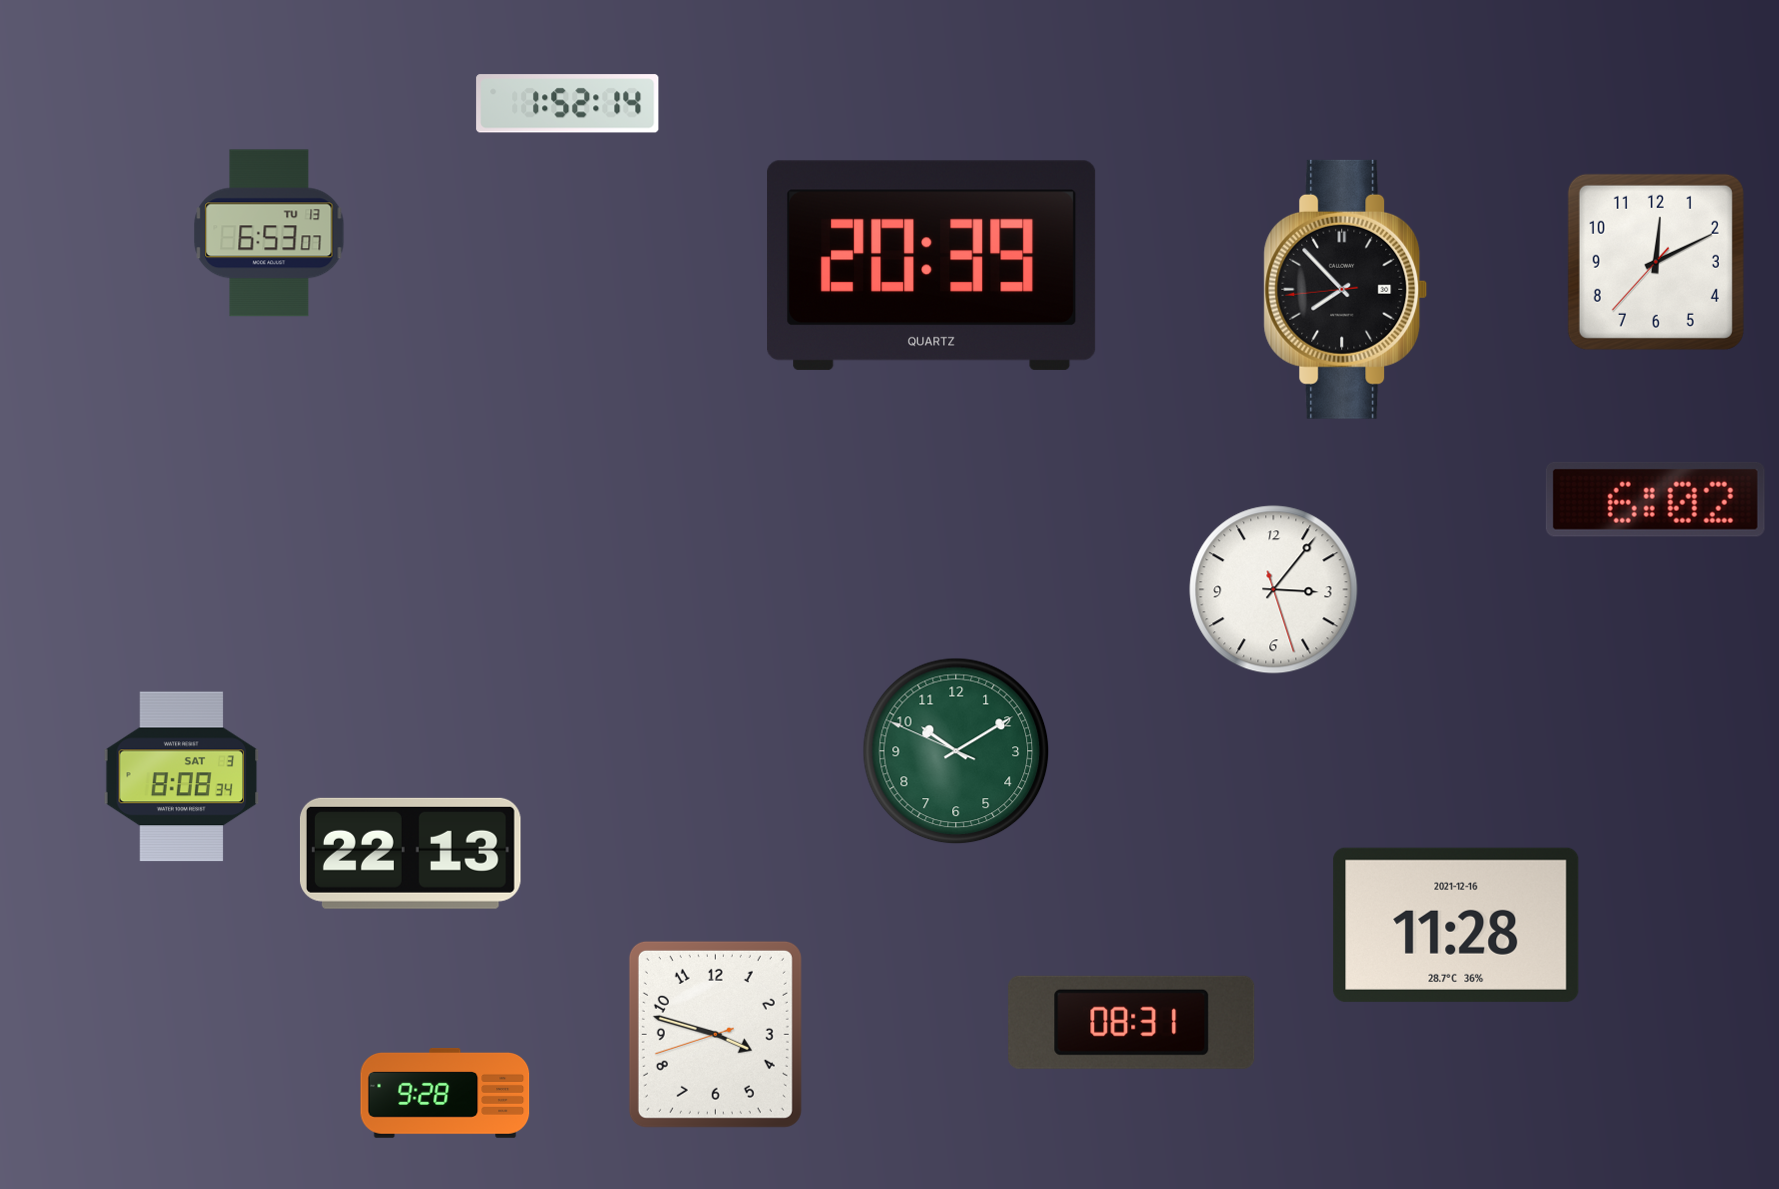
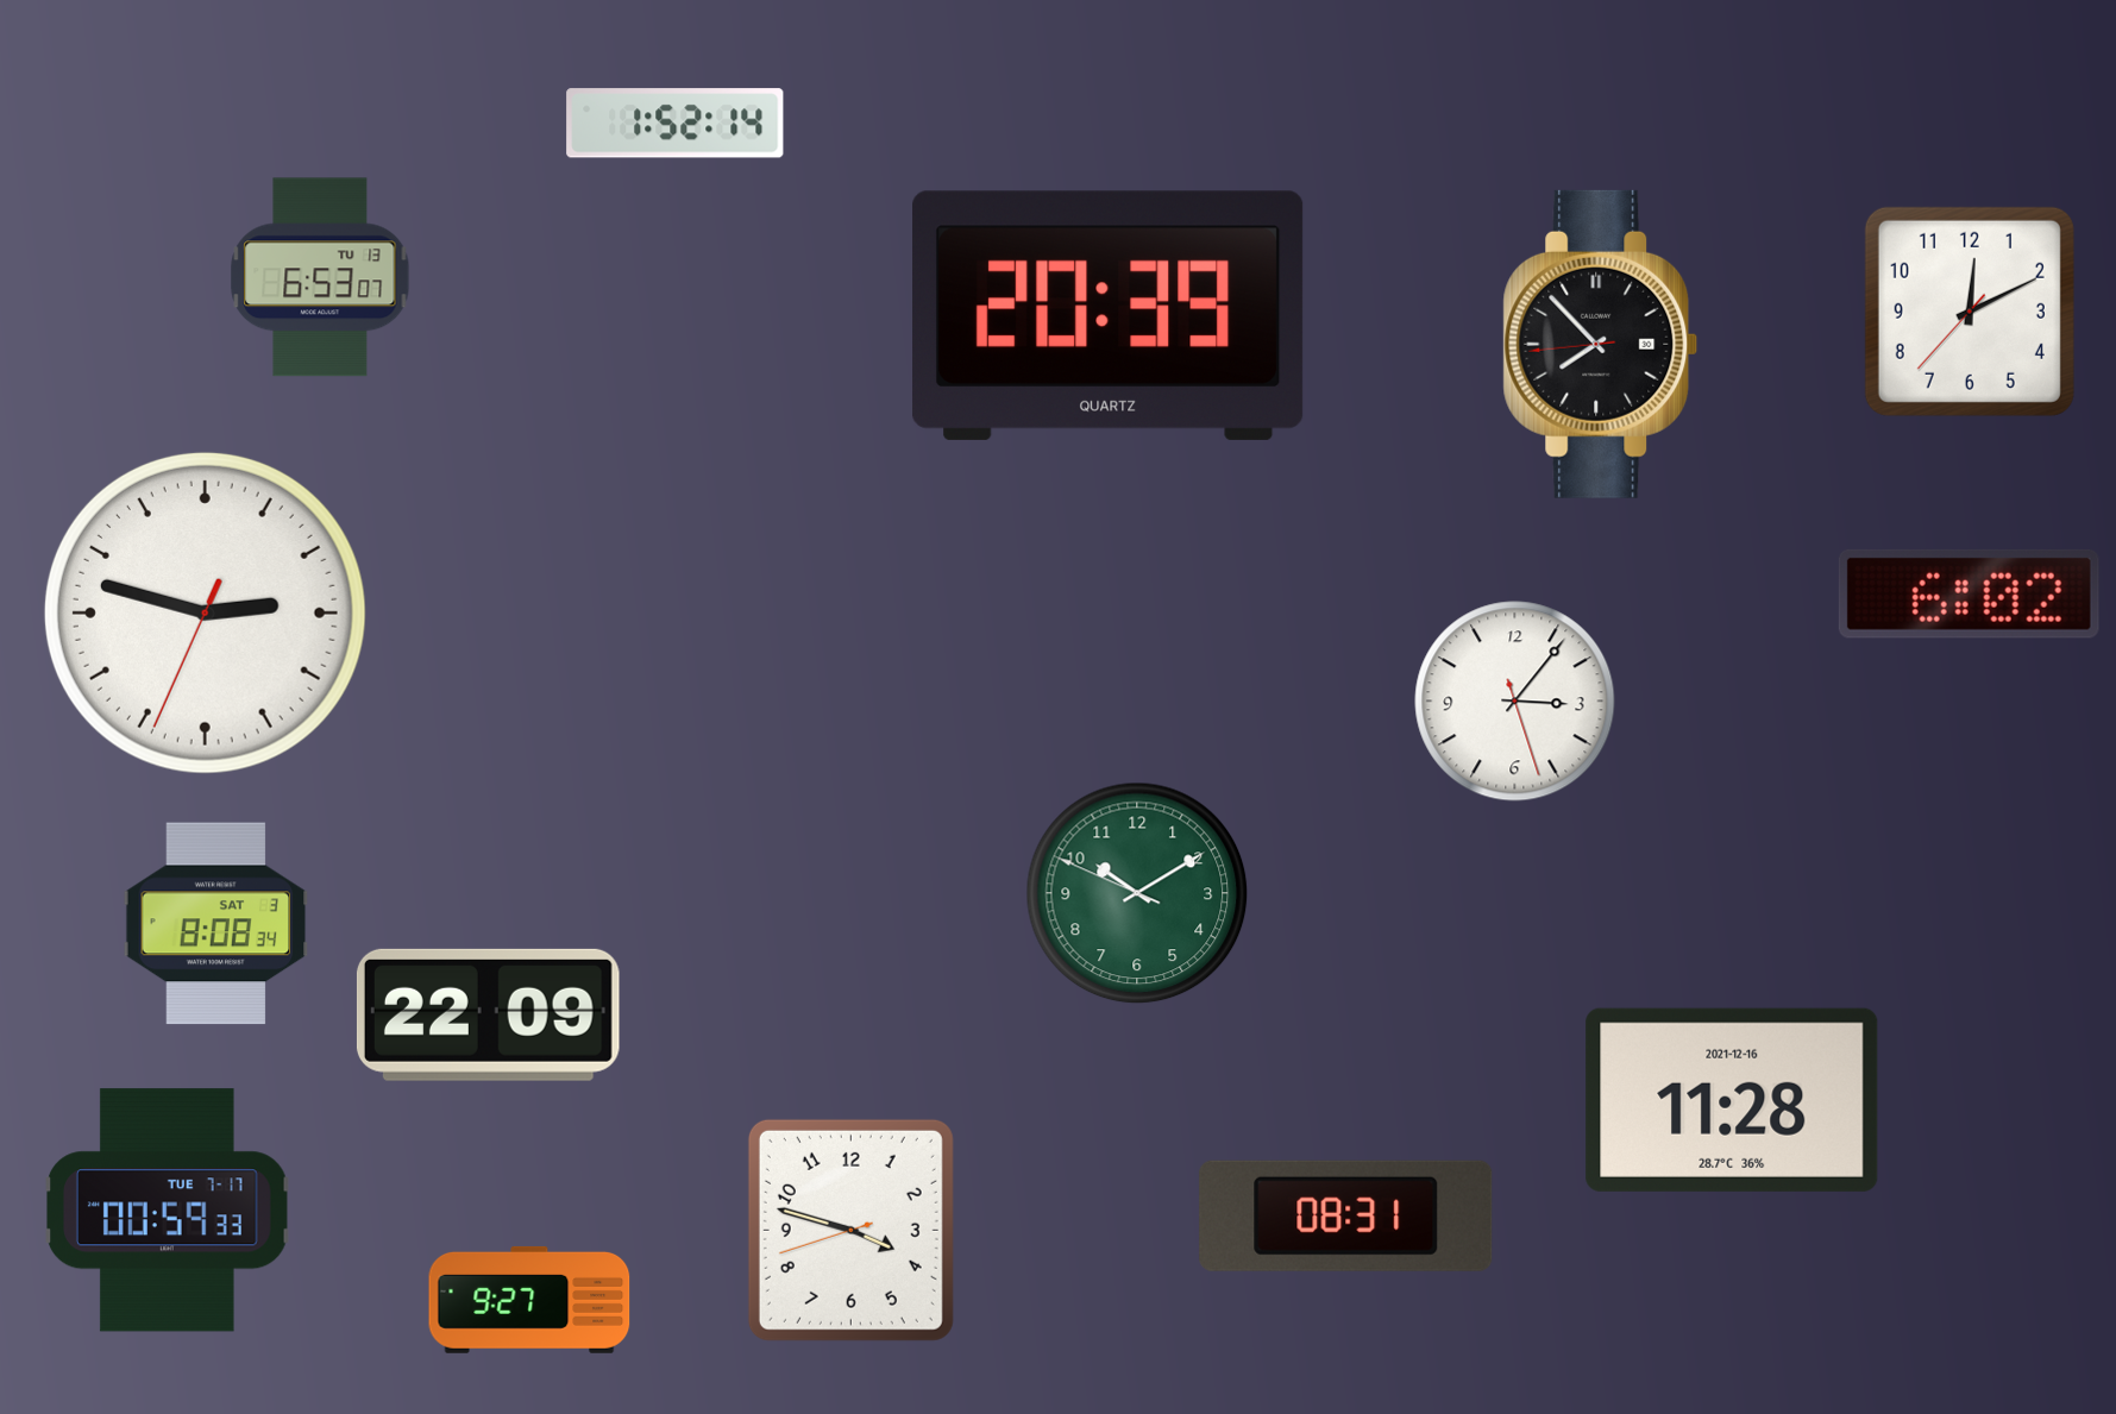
clock at (205, 612): none -> 2:47
clock at (410, 853): 22:13 -> 22:09
clock at (168, 1211): none -> 00:59
clock at (445, 1093): 9:28 -> 9:27
